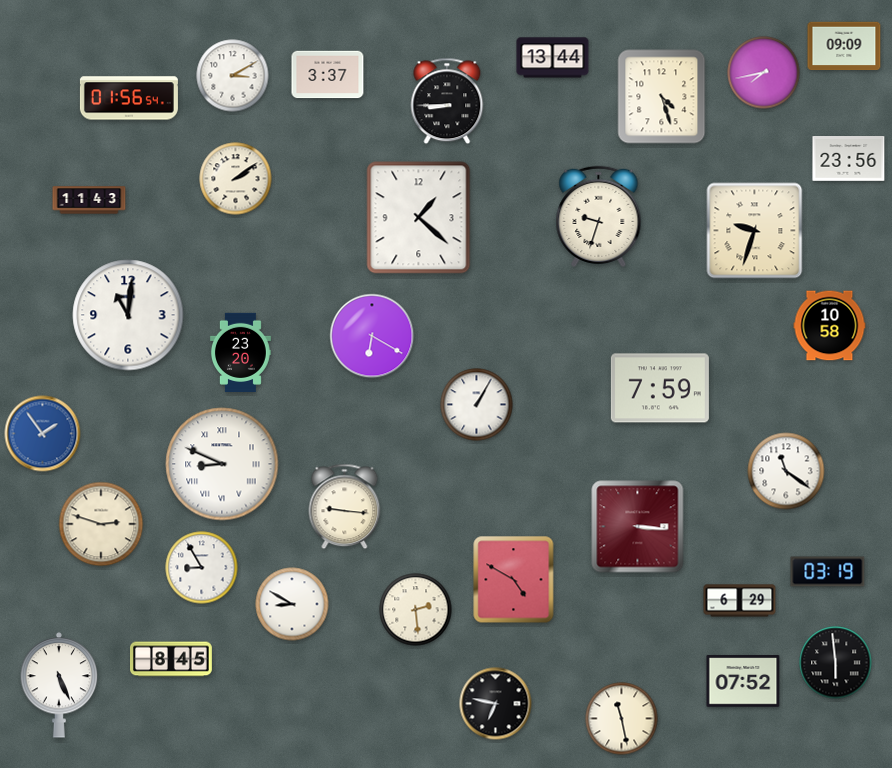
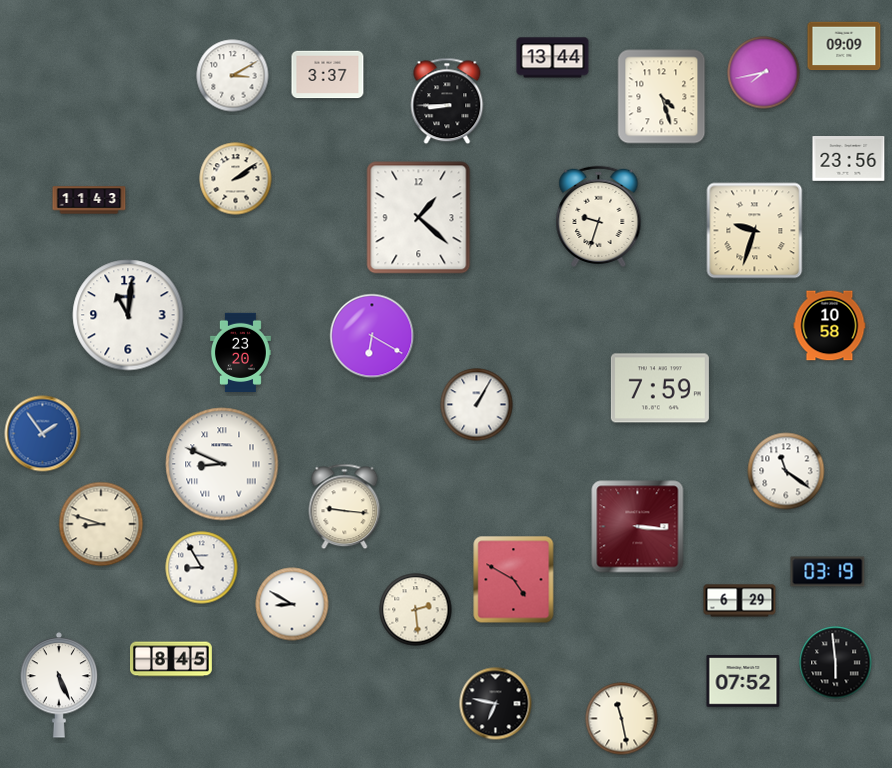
clock at (129, 98): 01:56 -> none
clock at (101, 524): 2:48 -> 8:48
